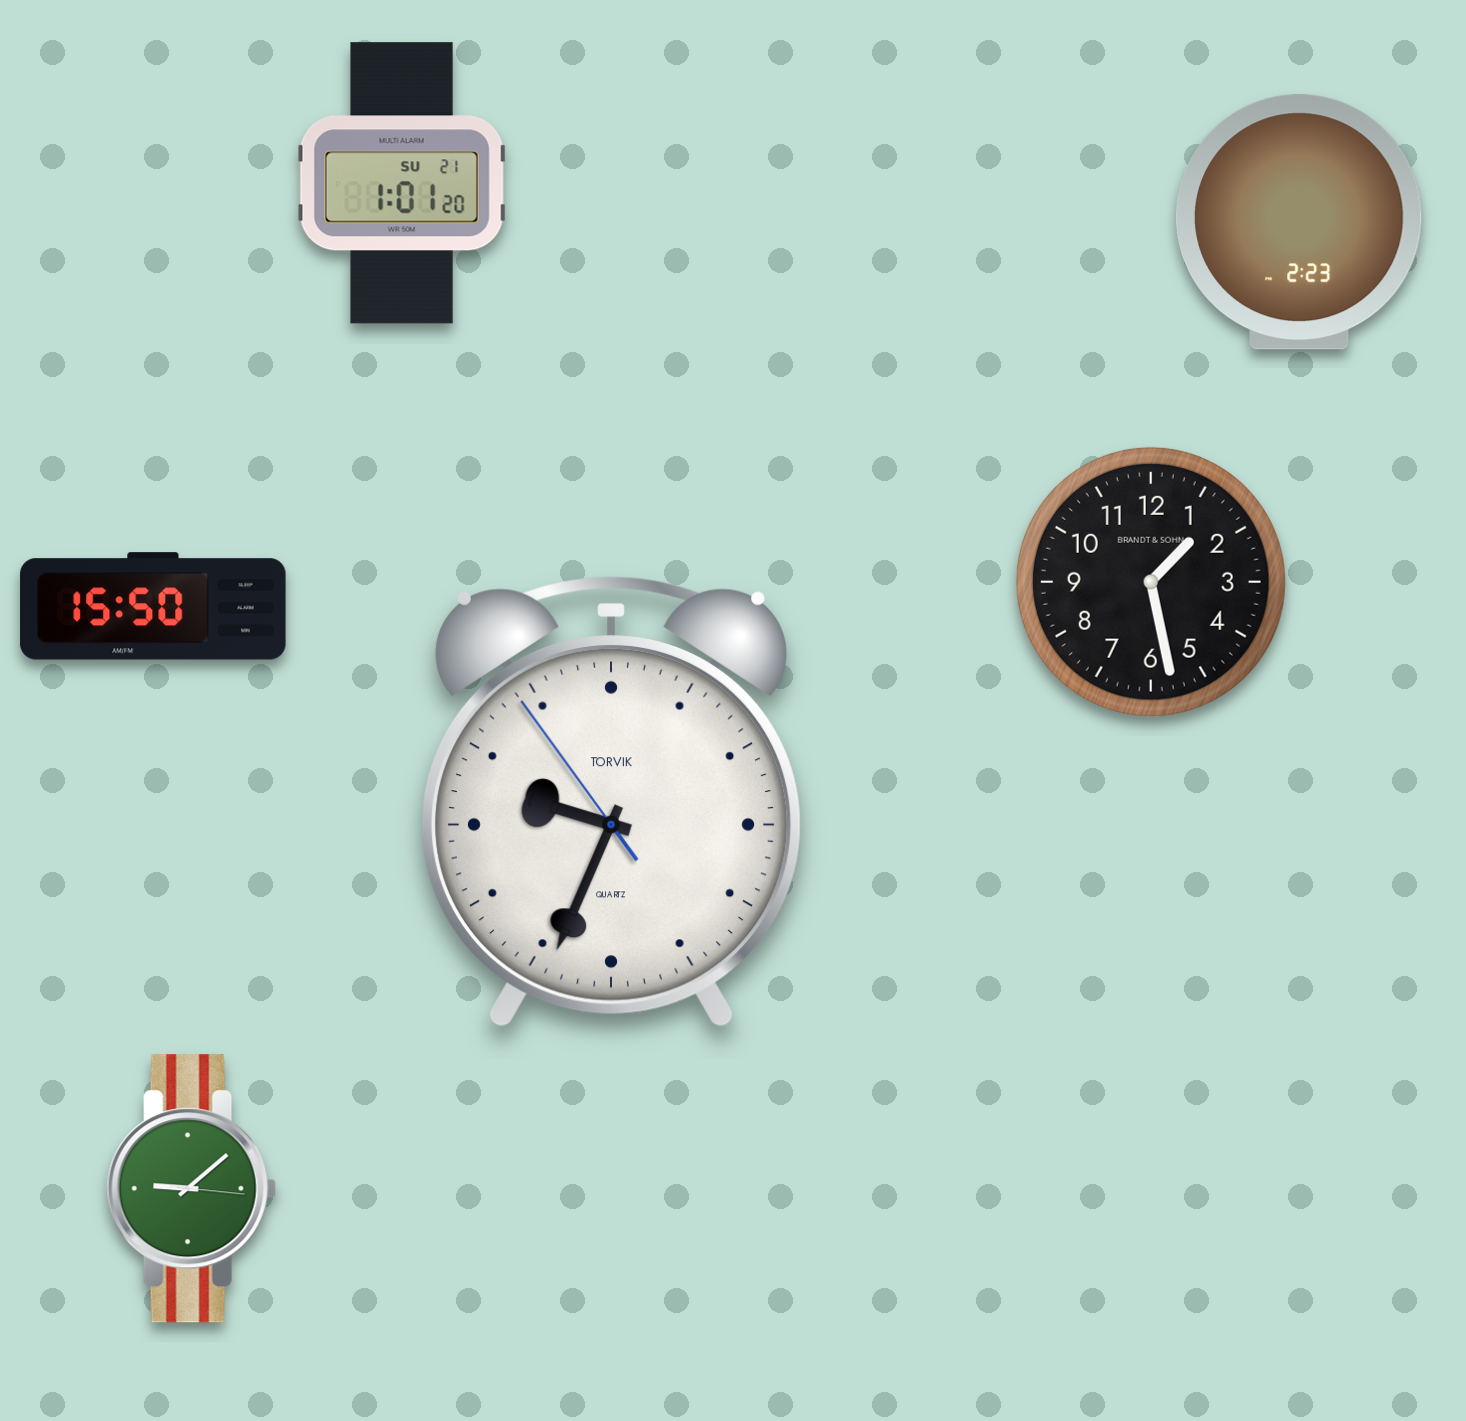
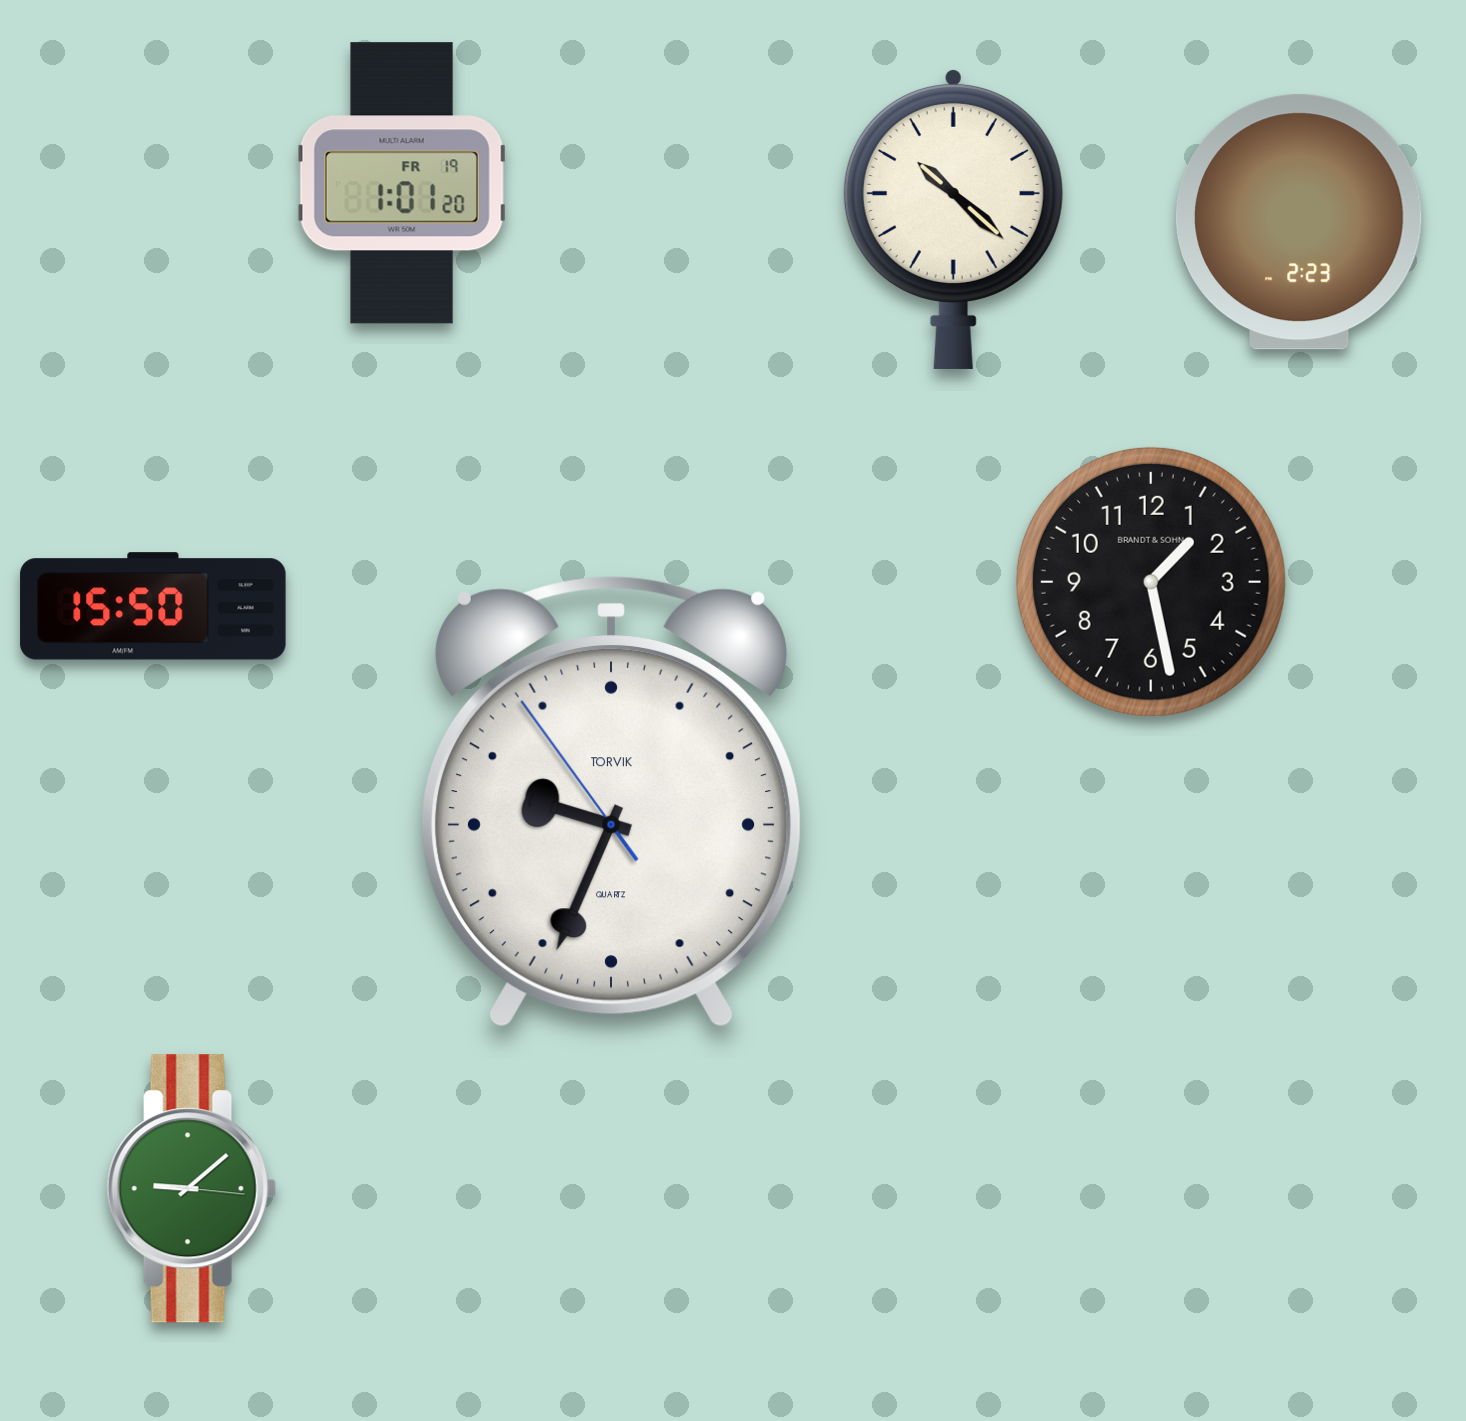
clock at (402, 183) date: SU 21 -> FR 19
clock at (953, 219): none -> 10:22
